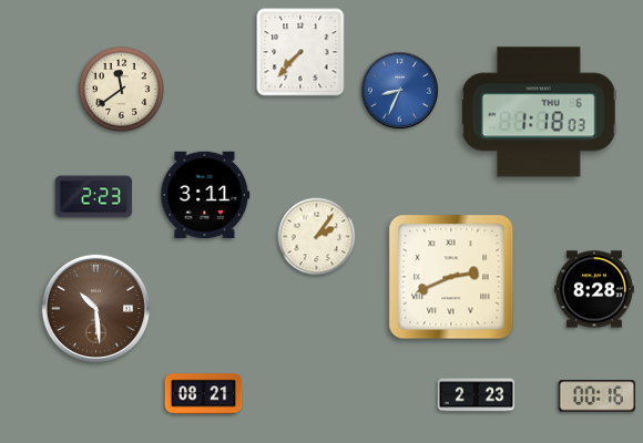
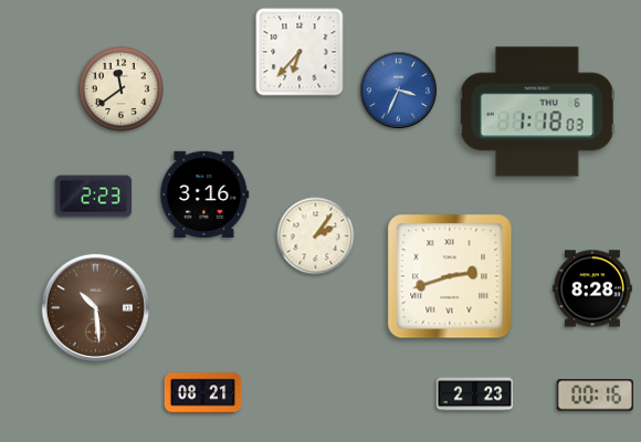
clock at (300, 52): 7:37 -> 6:37
clock at (399, 90): 8:34 -> 3:34
clock at (205, 194): 3:11 -> 3:16
clock at (451, 277): 2:41 -> 2:42
